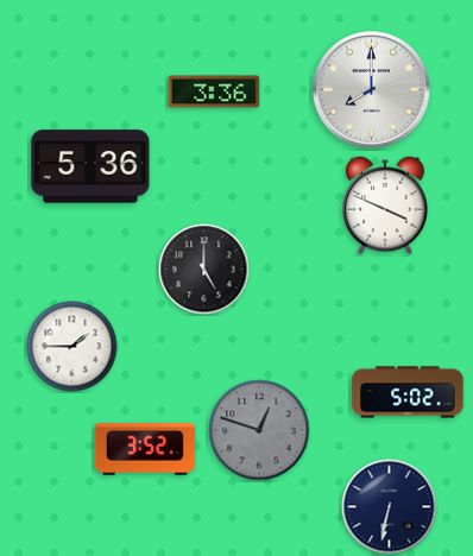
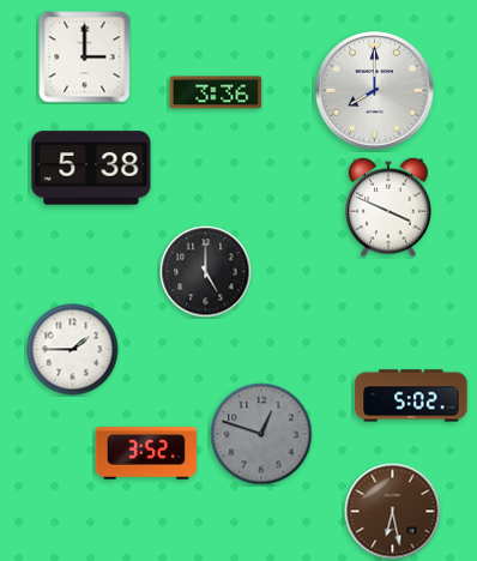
clock at (85, 58): none -> 3:00
clock at (90, 166): 5:36 -> 5:38
clock at (390, 507): 6:32 -> 6:28
clock at (390, 507) dial: navy -> brown
